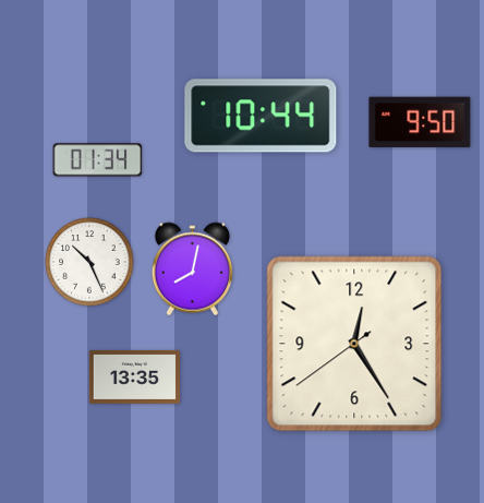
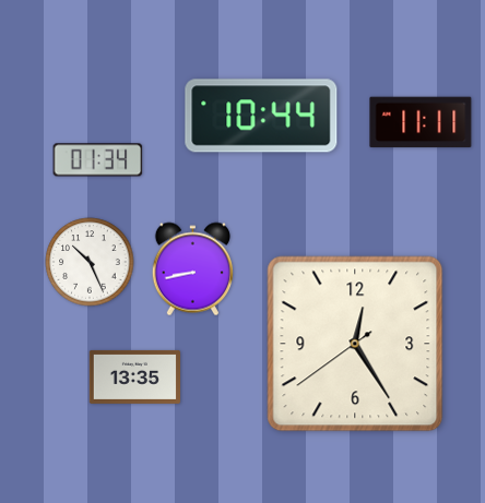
clock at (420, 122): 9:50 -> 11:11
clock at (192, 270): 8:02 -> 8:43
